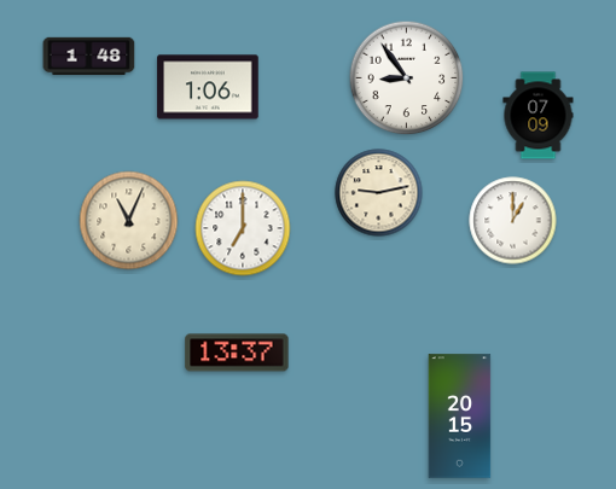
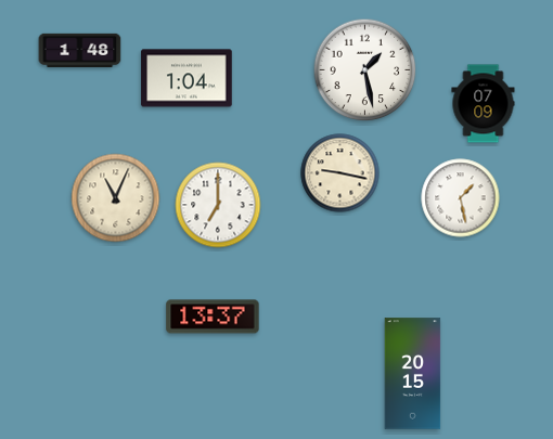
clock at (407, 78): 8:54 -> 1:28
clock at (208, 87): 1:06 -> 1:04
clock at (379, 193): 9:13 -> 9:17
clock at (513, 221): 1:00 -> 1:28
